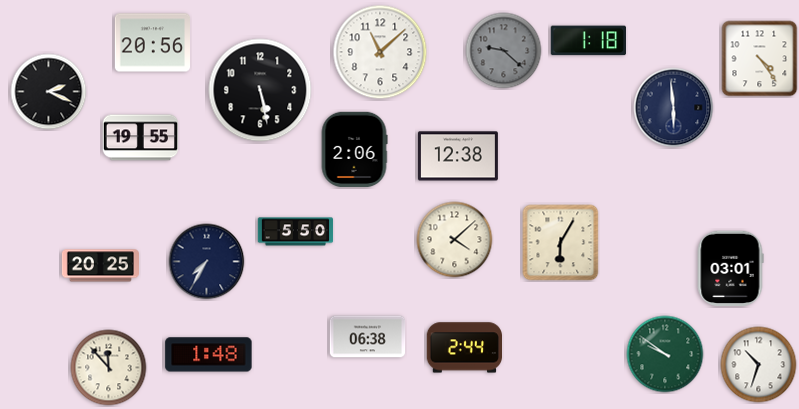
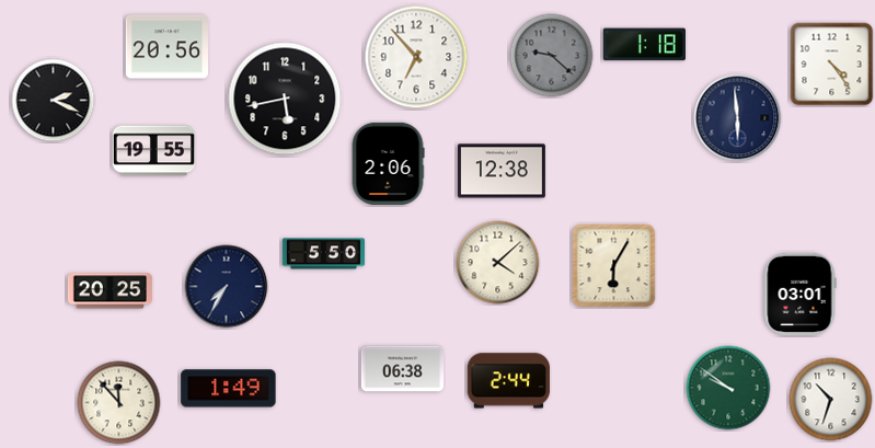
clock at (380, 52): 11:08 -> 6:53
clock at (260, 90): 5:28 -> 5:43
clock at (209, 355): 1:48 -> 1:49
